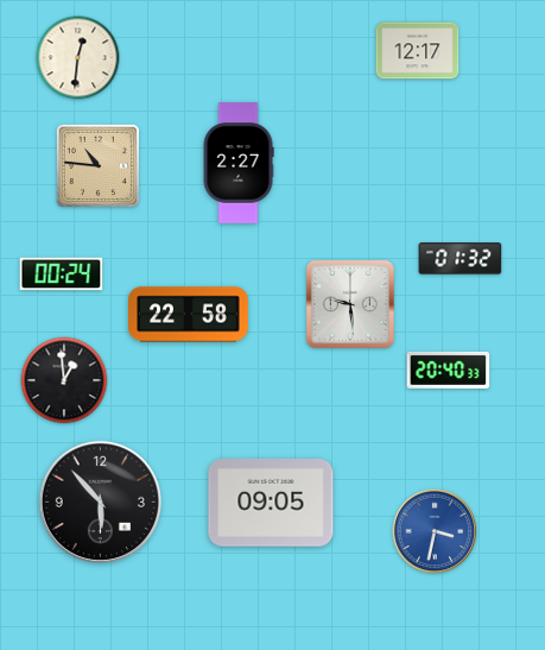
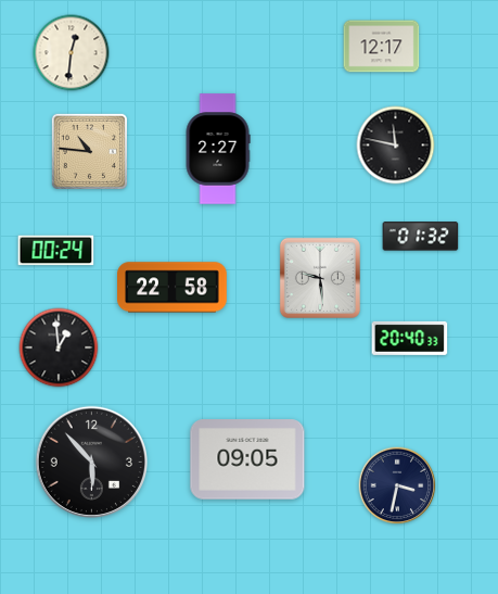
clock at (396, 146): none -> 11:47
clock at (100, 501) position: (100, 501) -> (91, 462)
clock at (435, 531) dial: blue -> navy
